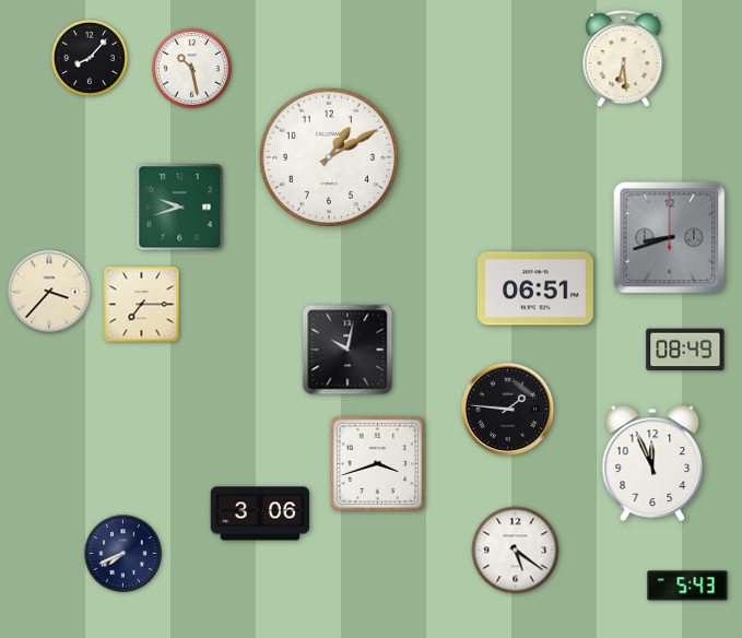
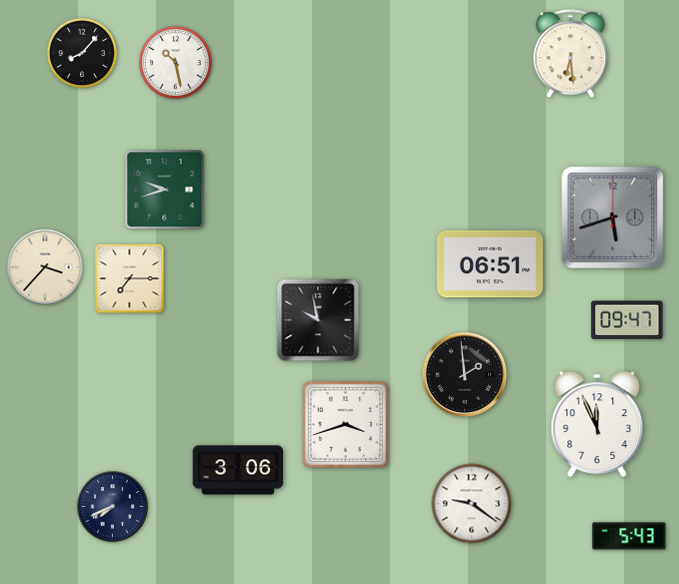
clock at (329, 157): 1:10 -> none
clock at (670, 238): 8:42 -> 5:42
clock at (348, 350): 10:02 -> 9:58
clock at (685, 350): 08:49 -> 09:47
clock at (508, 410): 1:46 -> 1:59
clock at (516, 551): 5:21 -> 9:21
